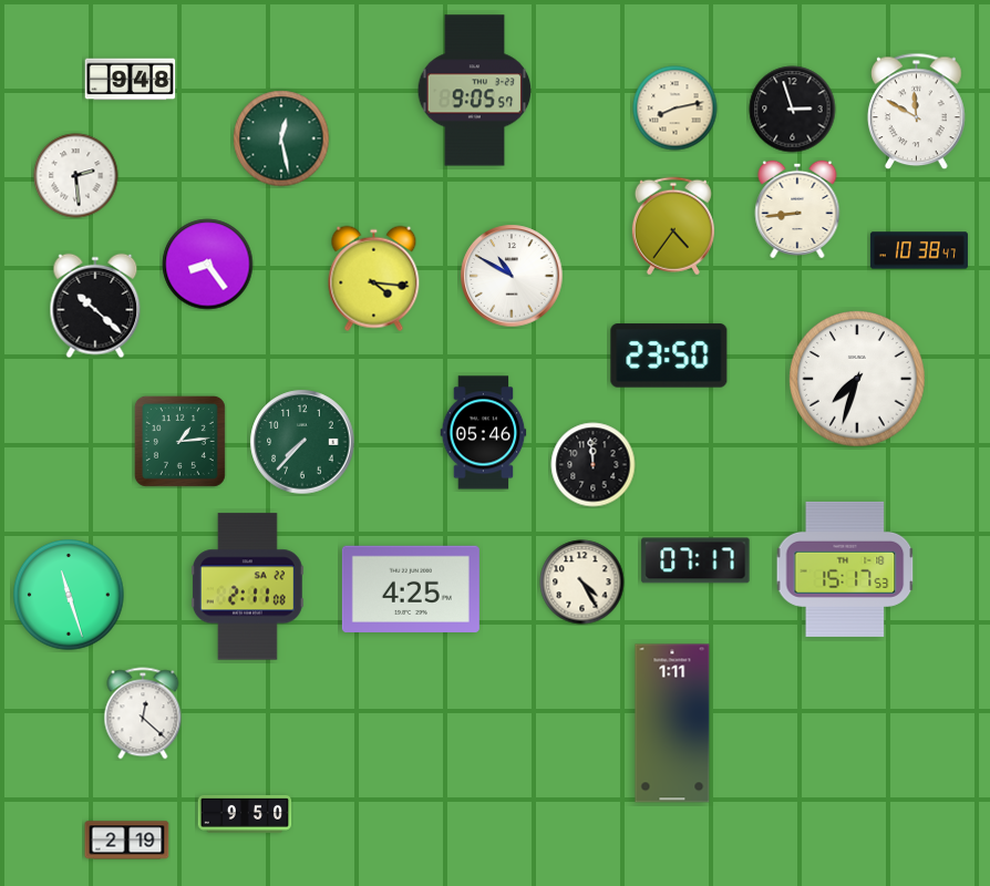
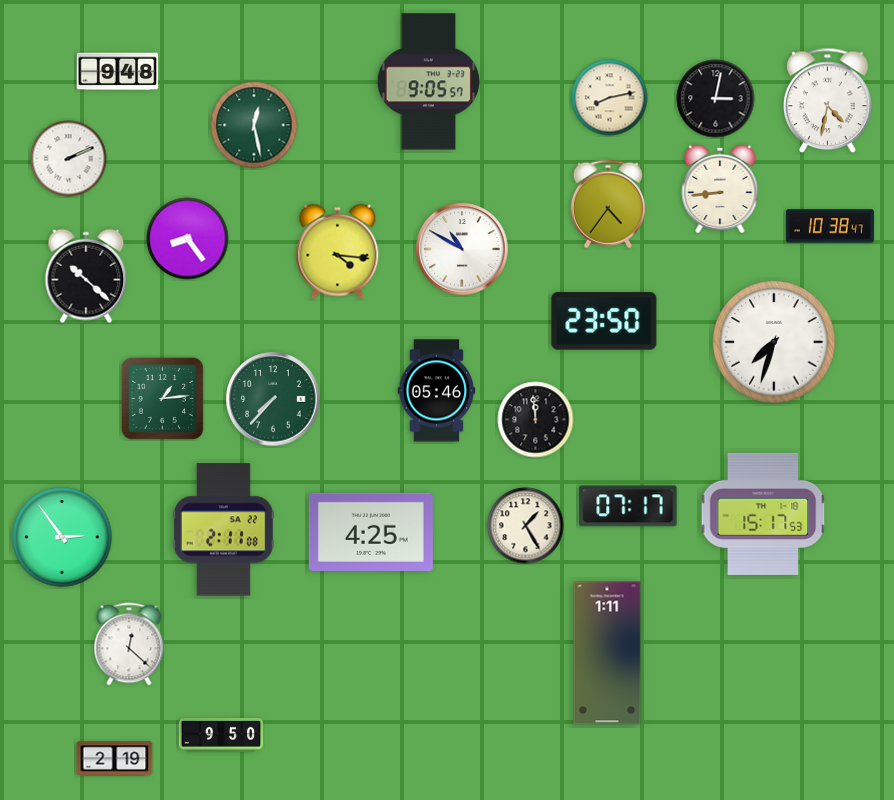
clock at (793, 110): 2:57 -> 3:02
clock at (917, 112): 11:50 -> 4:32
clock at (76, 176): 2:29 -> 2:11
clock at (582, 583): 4:25 -> 1:25
clock at (69, 595): 11:27 -> 2:54
